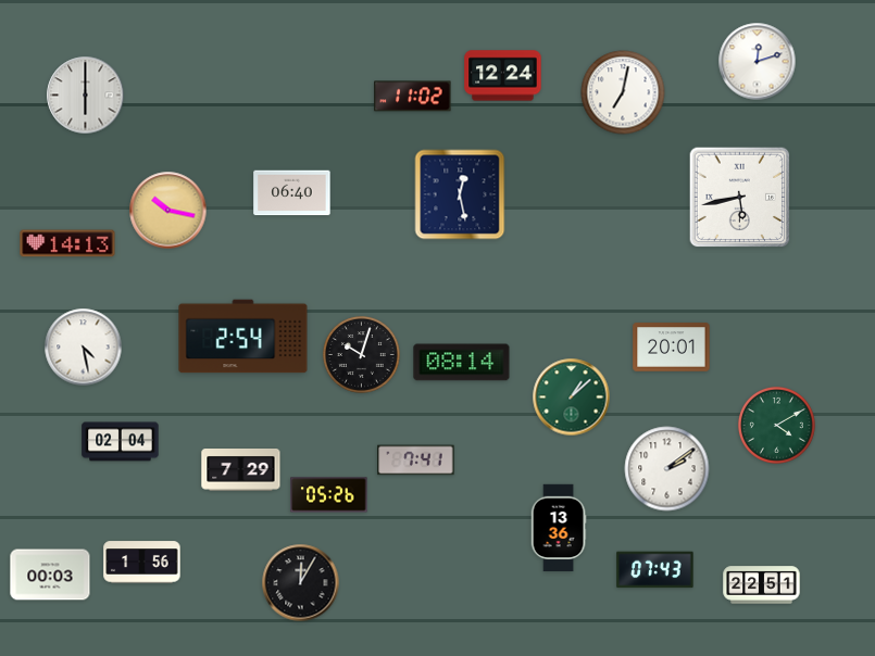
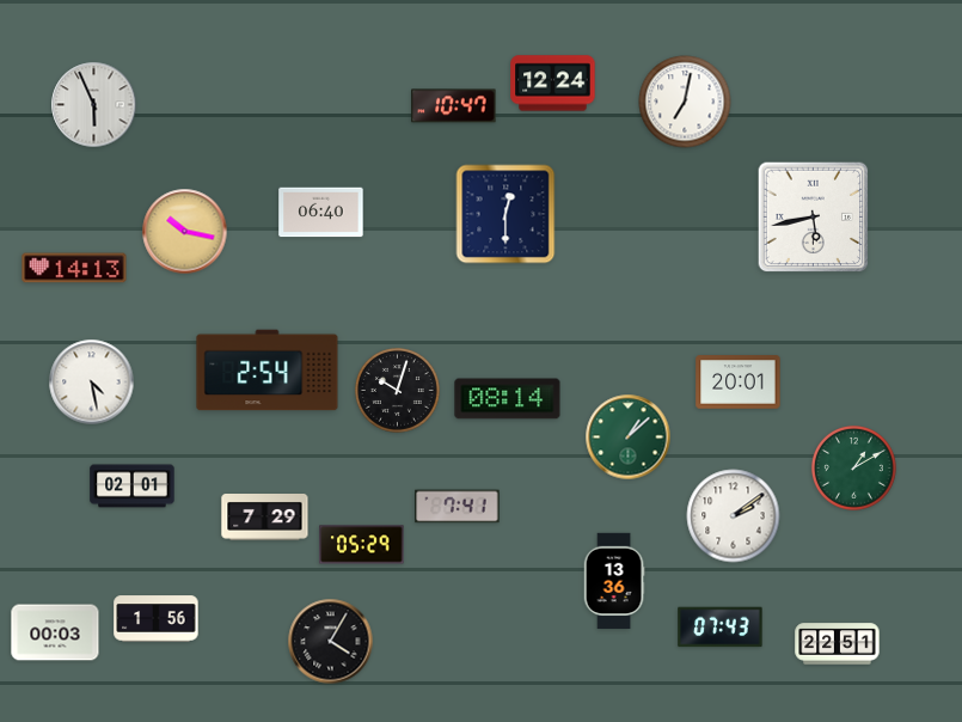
clock at (758, 62): 12:12 -> none
clock at (86, 96): 6:00 -> 5:56
clock at (413, 97): 11:02 -> 10:47
clock at (460, 194): 12:28 -> 12:30
clock at (776, 425): 4:10 -> 1:10
clock at (121, 442): 02:04 -> 02:01
clock at (329, 495): 05:26 -> 05:29
clock at (301, 583): 12:05 -> 4:05
